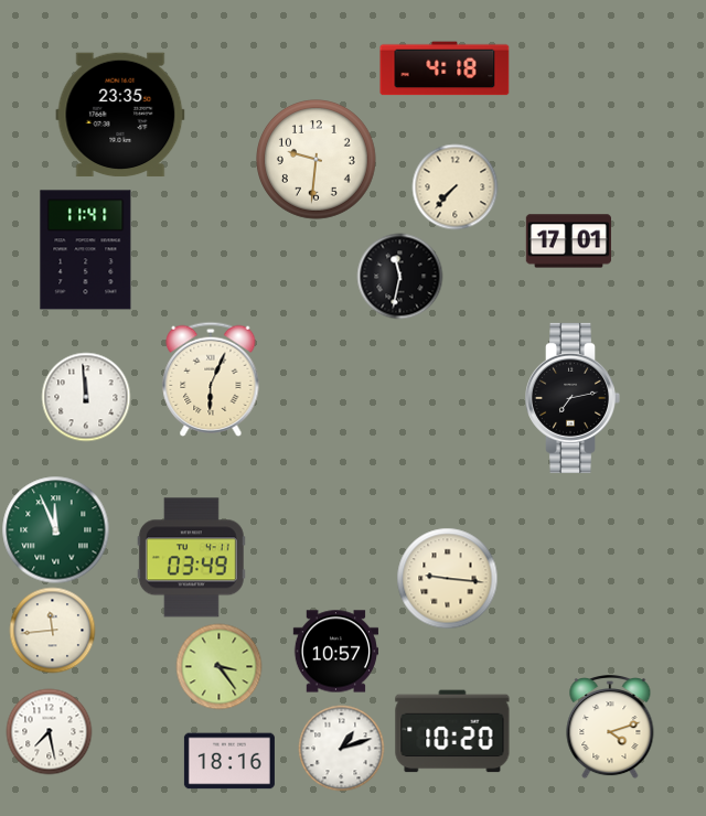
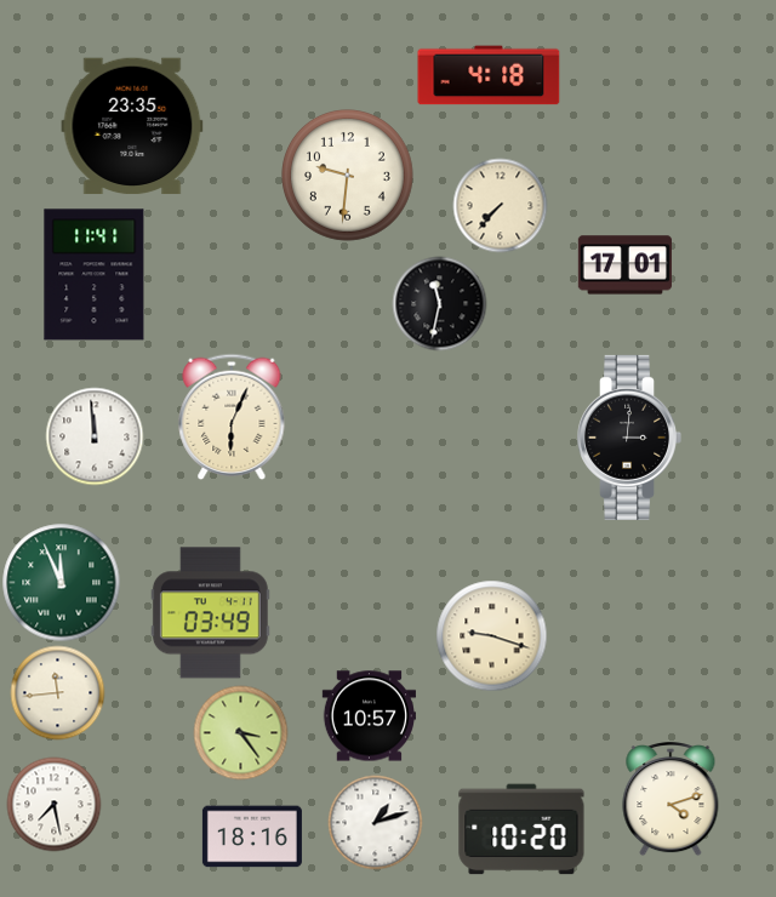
clock at (573, 398): 7:13 -> 3:01
clock at (447, 578): 9:16 -> 9:18
clock at (452, 731) position: (452, 731) -> (521, 829)
